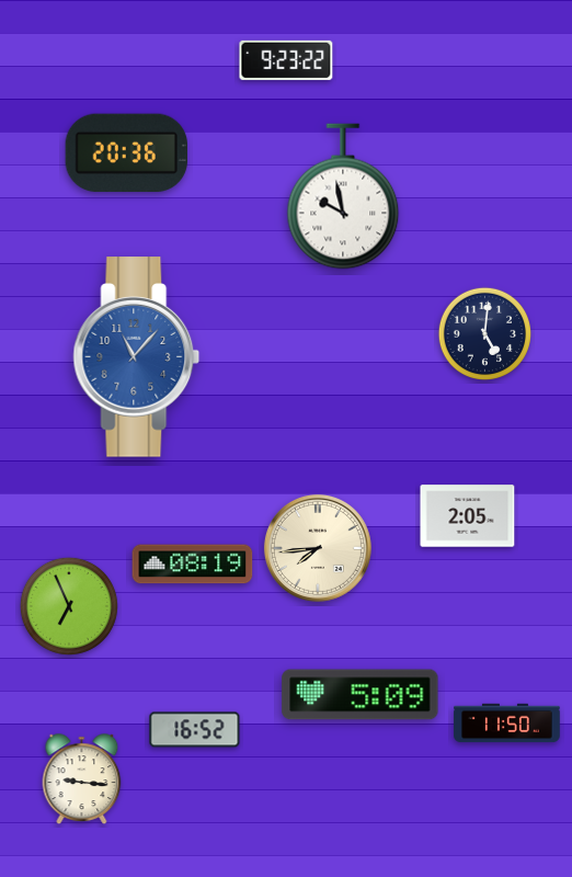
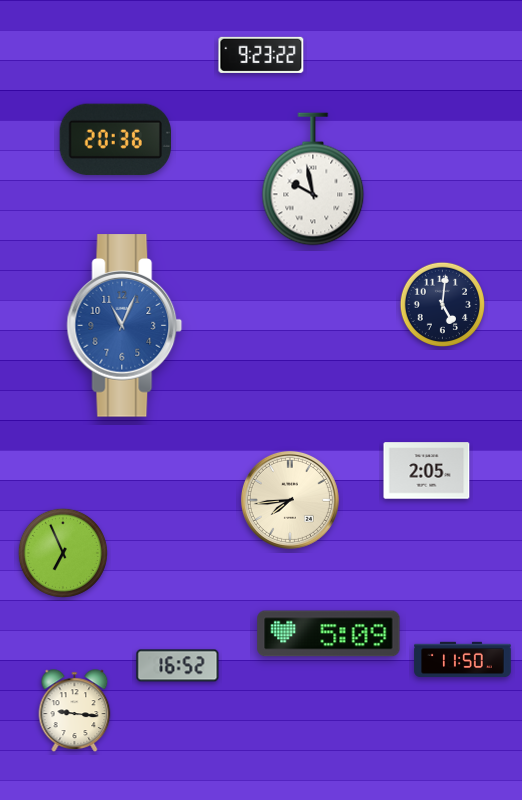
clock at (137, 357): 11:07 -> 11:04
clock at (193, 565): 08:19 -> none
